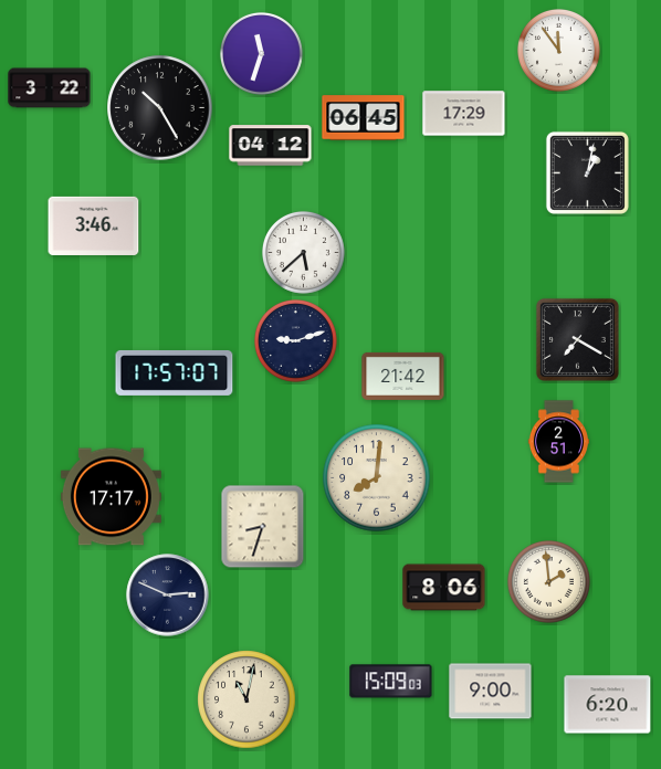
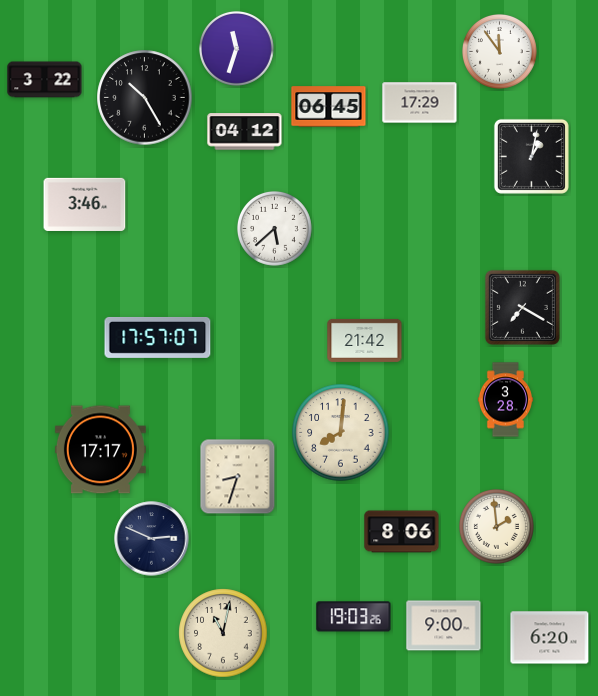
clock at (559, 51) position: (559, 51) -> (500, 52)
clock at (296, 341): 9:12 -> none
clock at (558, 442): 2:51 -> 3:28
clock at (391, 682): 15:09 -> 19:03
